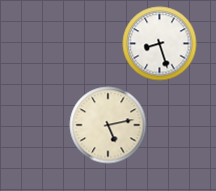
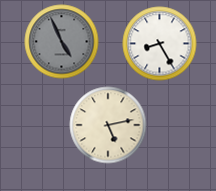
clock at (62, 42): none -> 4:56
clock at (160, 44): 8:27 -> 8:25
